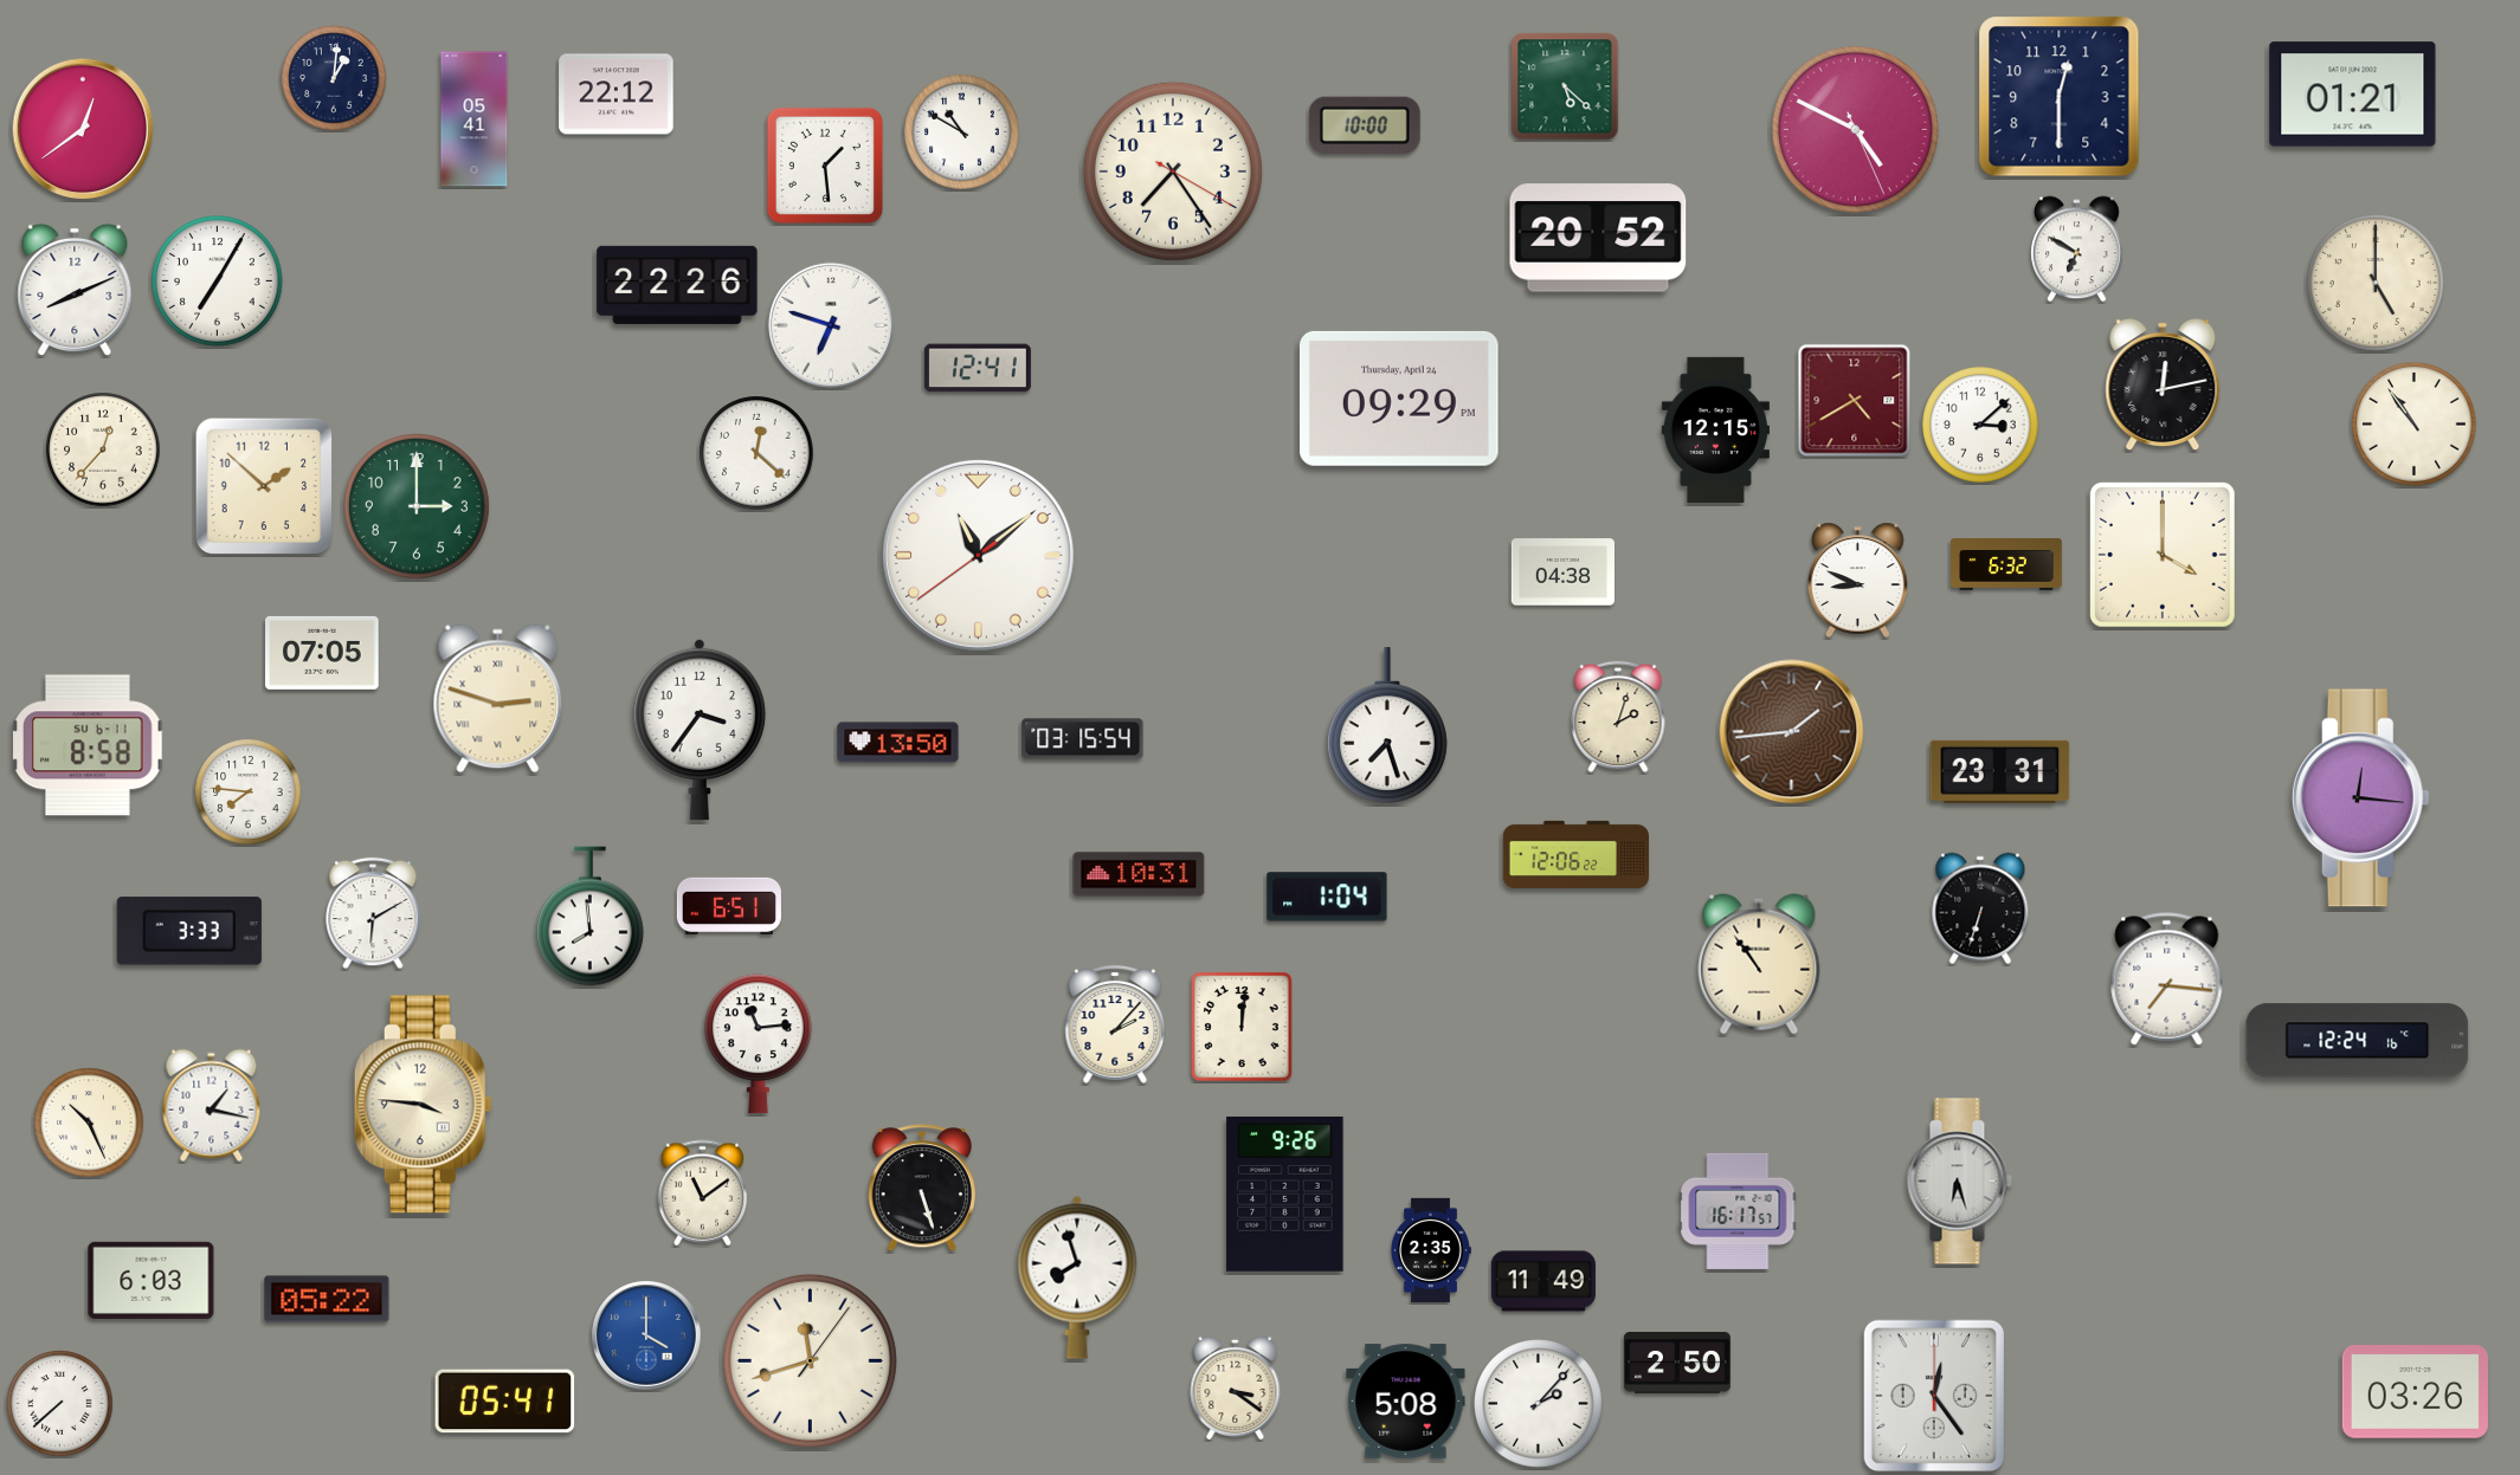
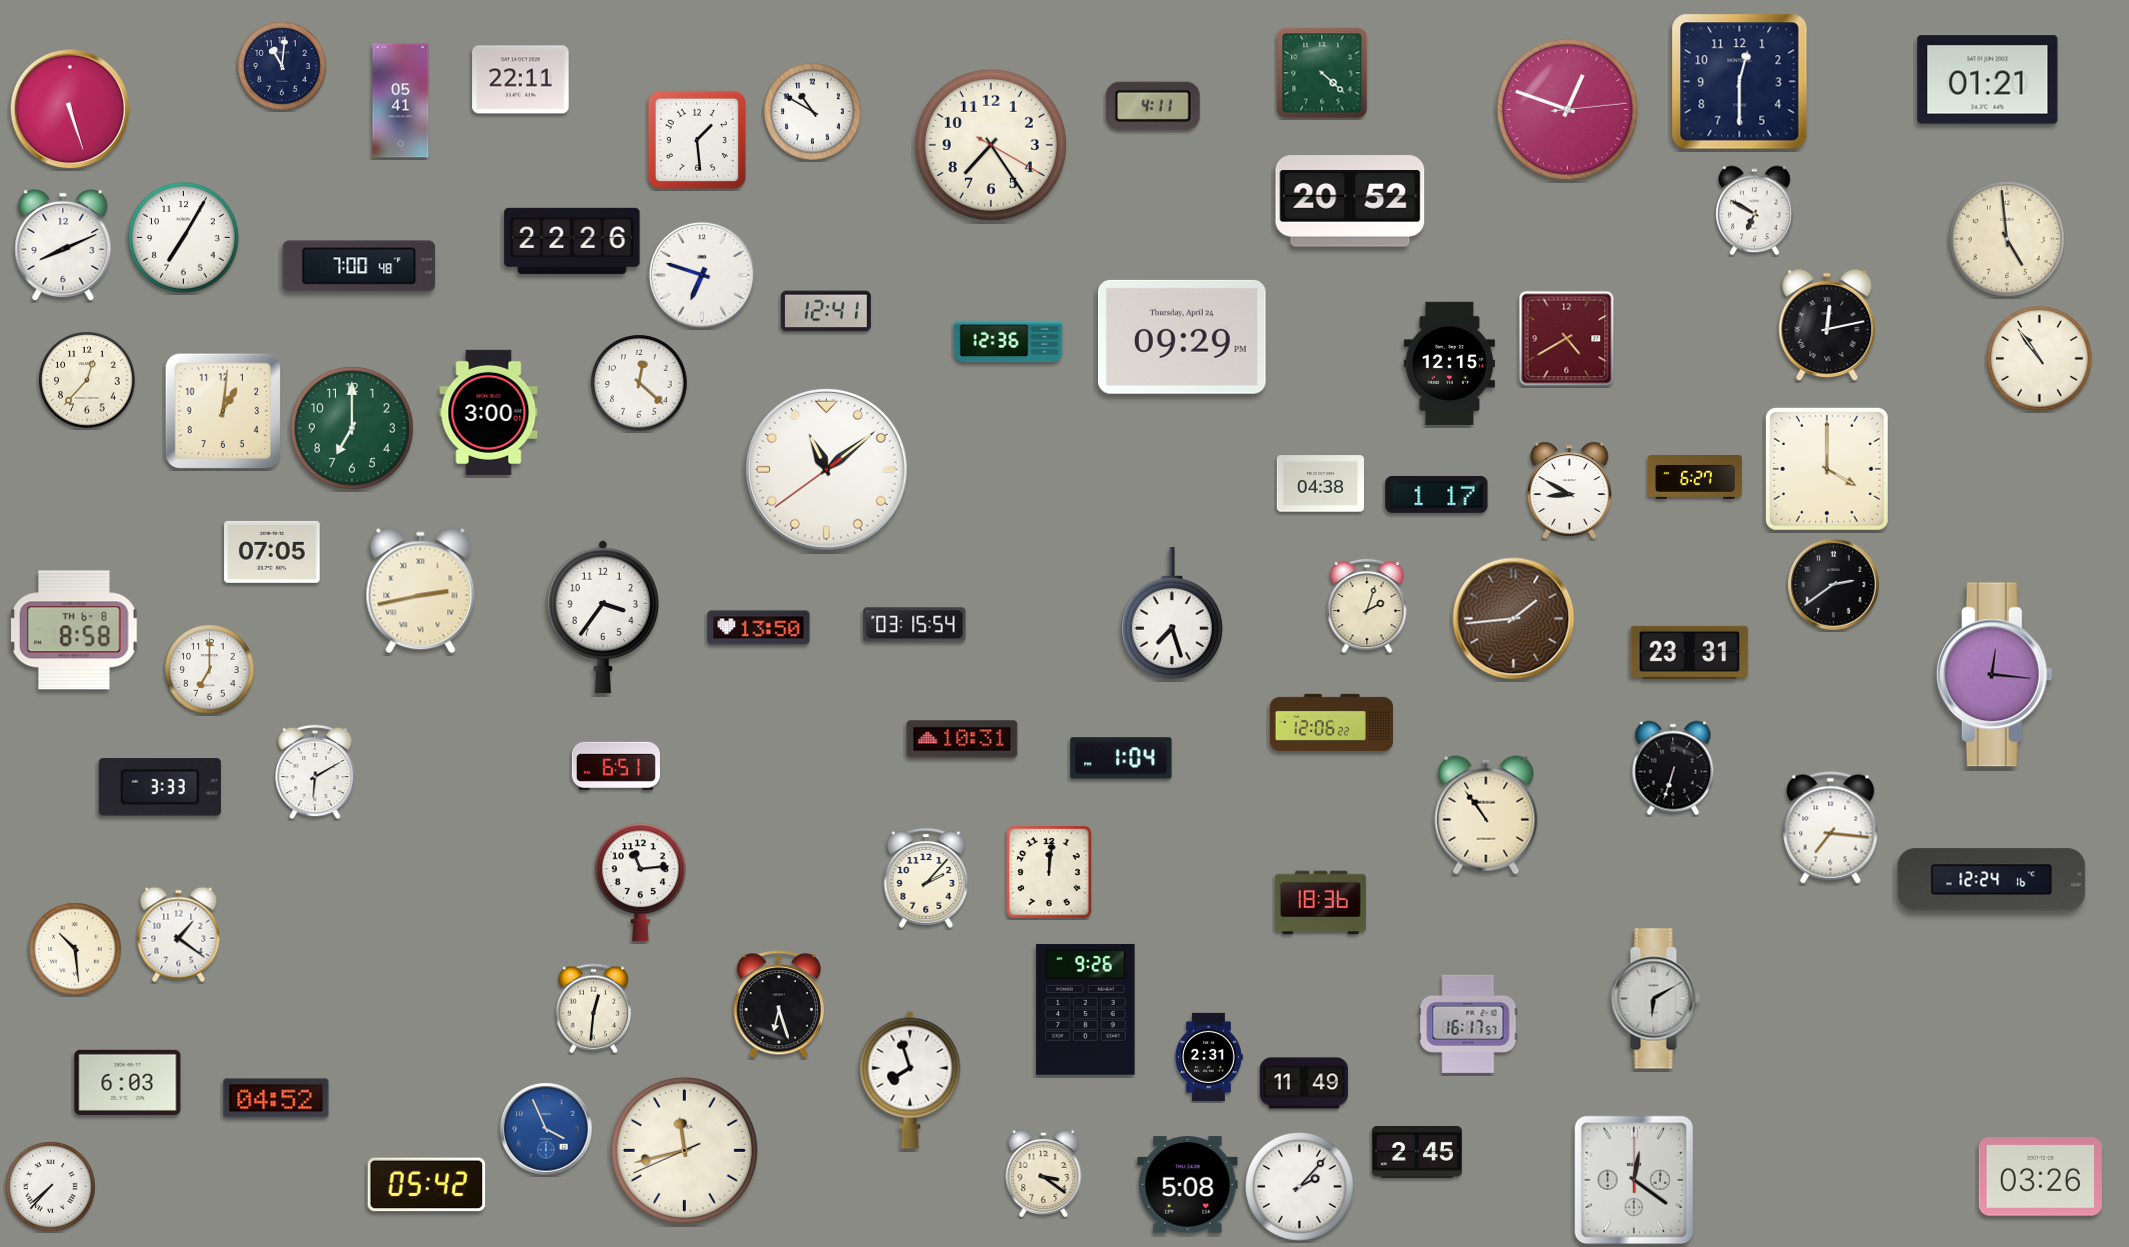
clock at (334, 78): 1:01 -> 11:01
clock at (1565, 86): 5:22 -> 4:22
clock at (617, 95): 22:12 -> 22:11
clock at (1365, 124): 10:00 -> 4:11
clock at (83, 129): 12:39 -> 5:27
clock at (1855, 129): 4:49 -> 12:48
clock at (2377, 284): 5:00 -> 4:59
clock at (359, 266): none -> 7:00
clock at (1009, 342): none -> 12:36
clock at (1980, 425): 3:08 -> none
clock at (264, 486): 1:52 -> 1:01
clock at (489, 412): none -> 3:00
clock at (417, 506): 3:00 -> 7:00
clock at (2006, 565): 6:32 -> 6:27
clock at (1858, 580): 8:49 -> 8:50
clock at (1437, 494): none -> 1:17
clock at (1834, 585): none -> 2:39
clock at (498, 699): 2:48 -> 2:43
clock at (700, 730) position: (700, 730) -> (603, 617)
clock at (88, 745) date: SU 6-11 -> TH 6-8
clock at (249, 793): 7:46 -> 7:00
clock at (589, 917): 7:59 -> none
clock at (1115, 1024) position: (1115, 1024) -> (926, 878)
clock at (1242, 1027) position: (1242, 1027) -> (1049, 872)
clock at (1320, 903): none -> 18:36
clock at (423, 1105): 3:46 -> none
clock at (212, 1106): 1:17 -> 1:21
clock at (89, 1123): 10:26 -> 10:29
clock at (1959, 1182): 6:27 -> 6:10
clock at (922, 1189): 5:27 -> 6:27
clock at (703, 1193): 11:09 -> 12:31
clock at (1431, 1250): 2:35 -> 2:31
clock at (327, 1299): 05:22 -> 04:52
clock at (646, 1335): 4:00 -> 3:56
clock at (810, 1360): 11:42:06 -> 11:42:41
clock at (1677, 1363): 2:50 -> 2:45
clock at (1934, 1396): 12:24 -> 12:21
clock at (505, 1402): 05:41 -> 05:42
clock at (60, 1404): 7:38 -> 7:37
